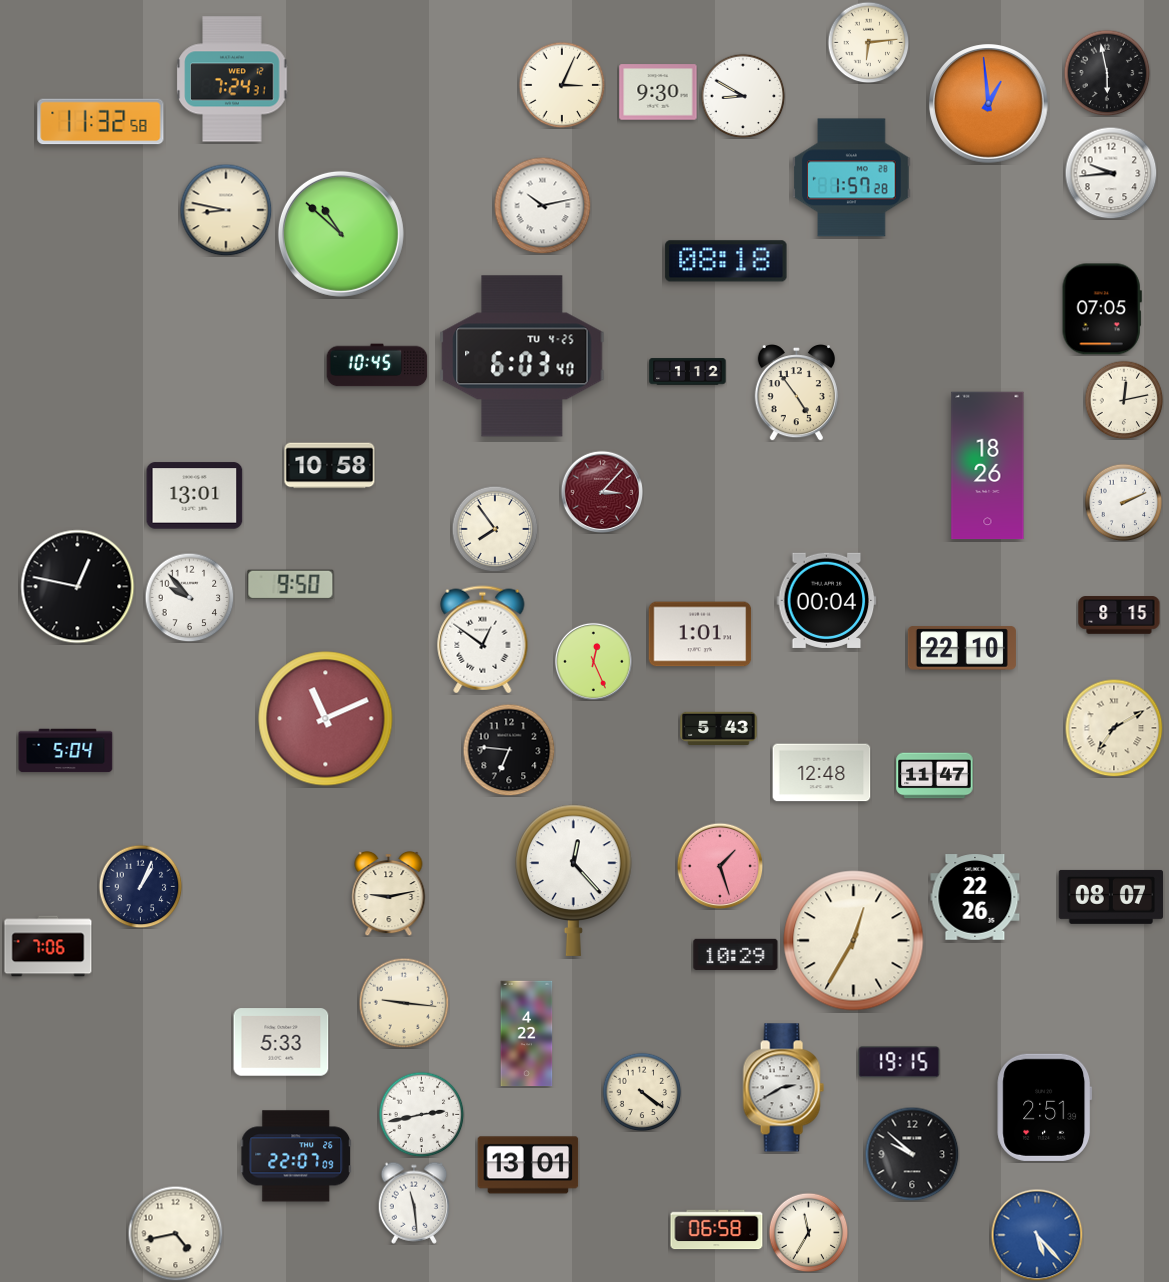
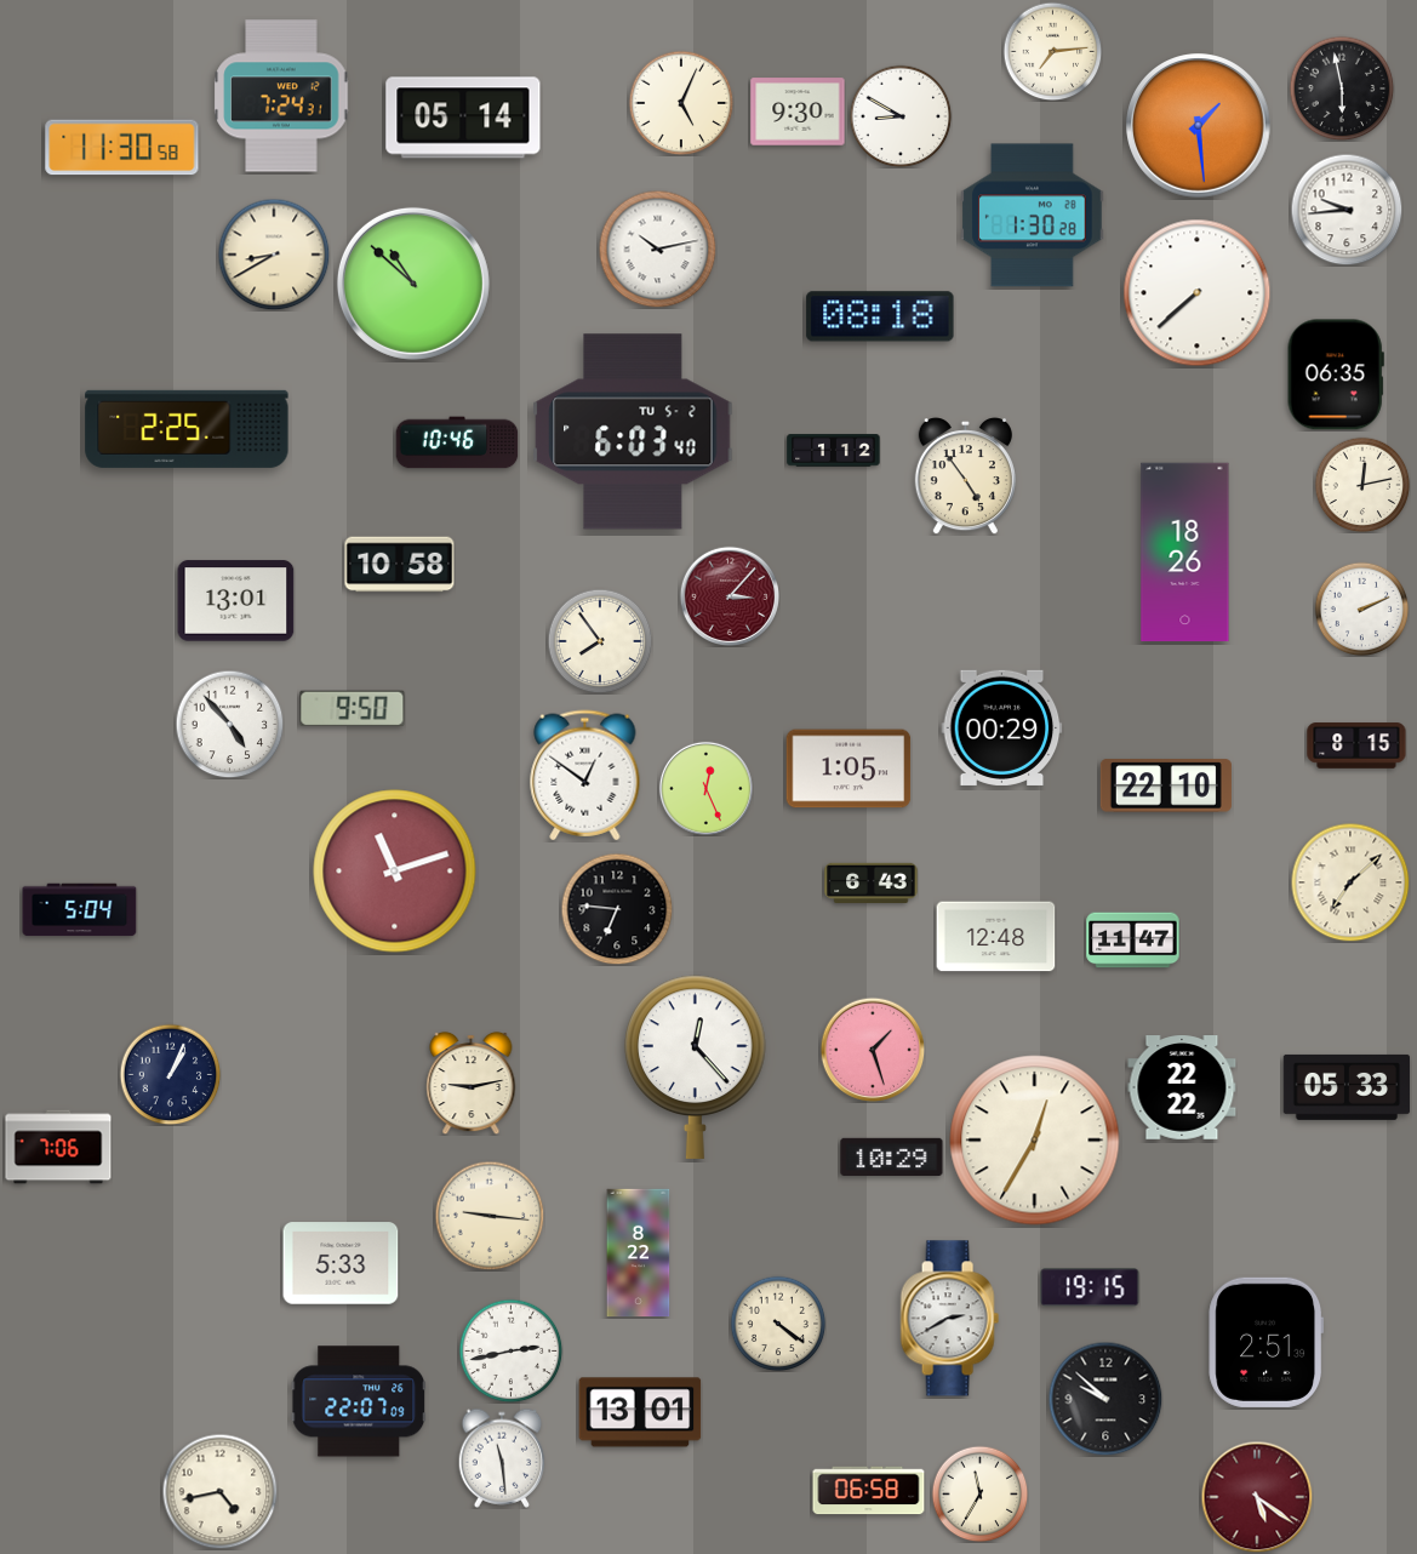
clock at (868, 42): 6:14 -> 7:14
clock at (562, 85): 3:04 -> 5:04
clock at (463, 118): none -> 05:14
clock at (989, 104): 12:59 -> 1:29
clock at (101, 122): 11:32 -> 11:30
clock at (852, 178): 1:57 -> 1:30
clock at (226, 210): 8:47 -> 8:40
clock at (1198, 293): none -> 7:38
clock at (1102, 309): 07:05 -> 06:35
clock at (187, 429): none -> 2:25
clock at (522, 356) date: TU 4-25 -> TU 5-2
clock at (377, 365): 10:45 -> 10:46
clock at (988, 466) position: (988, 466) -> (1185, 553)
clock at (78, 587): 12:47 -> none
clock at (189, 597): 9:53 -> 4:53
clock at (827, 600): 00:04 -> 00:29
clock at (700, 634): 1:01 -> 1:05
clock at (593, 661) position: (593, 661) -> (705, 788)
clock at (326, 719): 11:11 -> 11:12
clock at (719, 728): 5:43 -> 6:43
clock at (1114, 728): 7:10 -> 7:08
clock at (975, 897): 22:26 -> 22:22
clock at (1111, 897): 08:07 -> 05:33
clock at (527, 1034): 4:22 -> 8:22
clock at (175, 1233) position: (175, 1233) -> (219, 1491)
clock at (1037, 1235): 5:23 -> 5:21
clock at (1037, 1235) dial: blue -> burgundy
